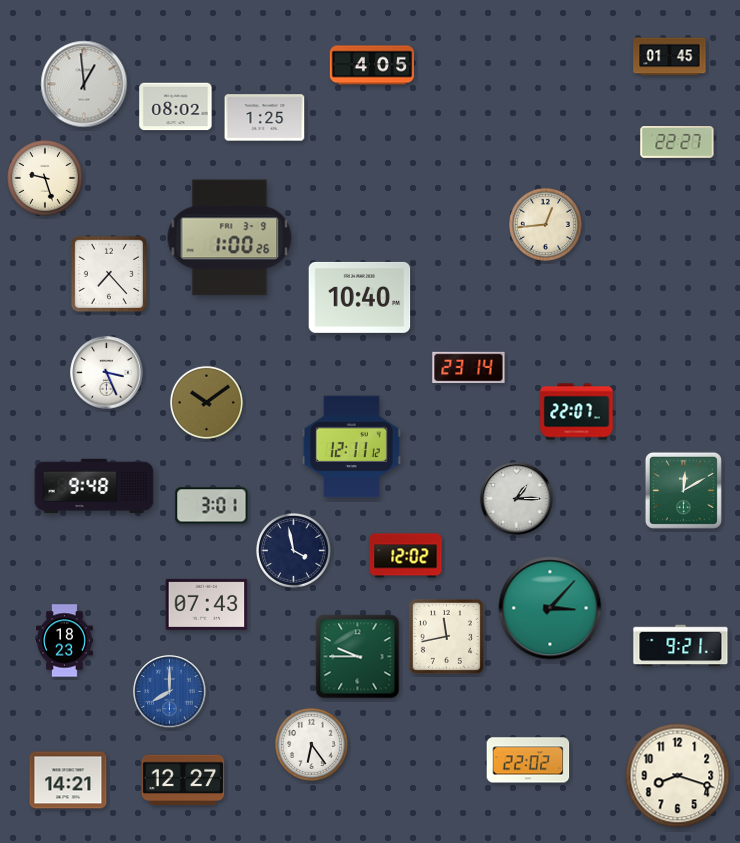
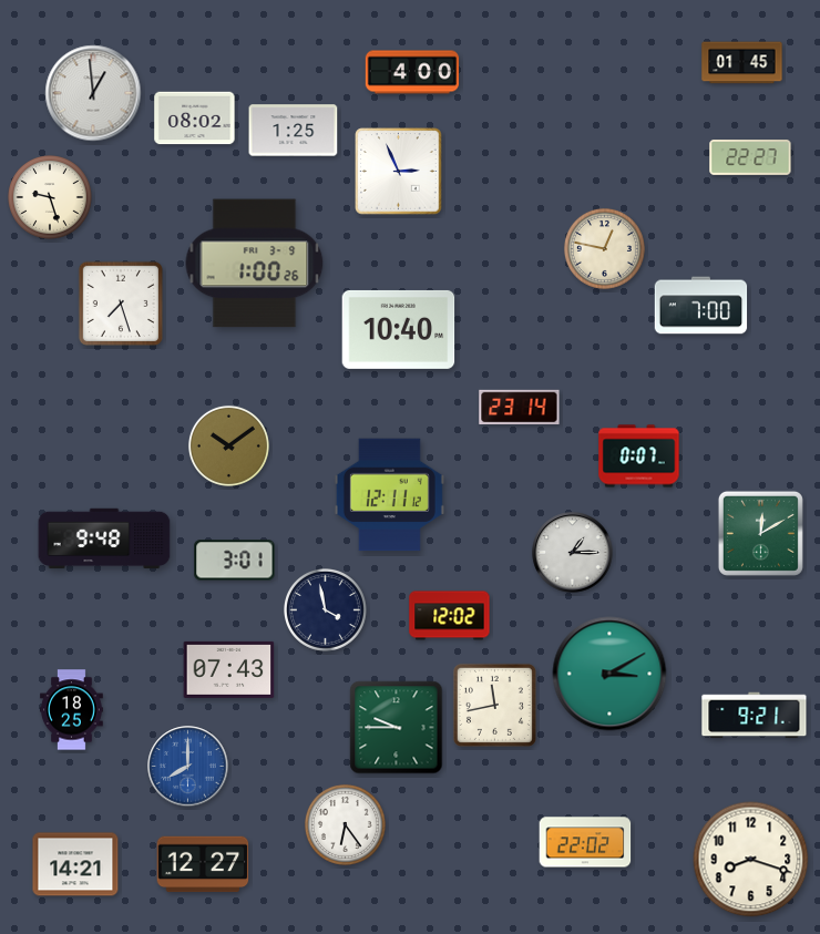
clock at (372, 65): 4:05 -> 4:00
clock at (399, 172): none -> 2:56
clock at (545, 224): 12:44 -> 12:47
clock at (109, 274): 7:23 -> 7:27
clock at (701, 306): none -> 7:00
clock at (107, 373): 3:26 -> none
clock at (577, 412): 22:07 -> 0:07
clock at (683, 490) position: (683, 490) -> (760, 533)
clock at (550, 608): 3:07 -> 3:10
clock at (65, 641): 18:23 -> 18:25
